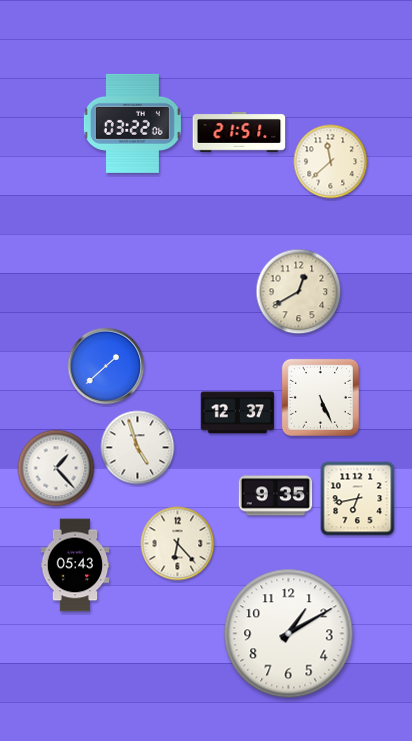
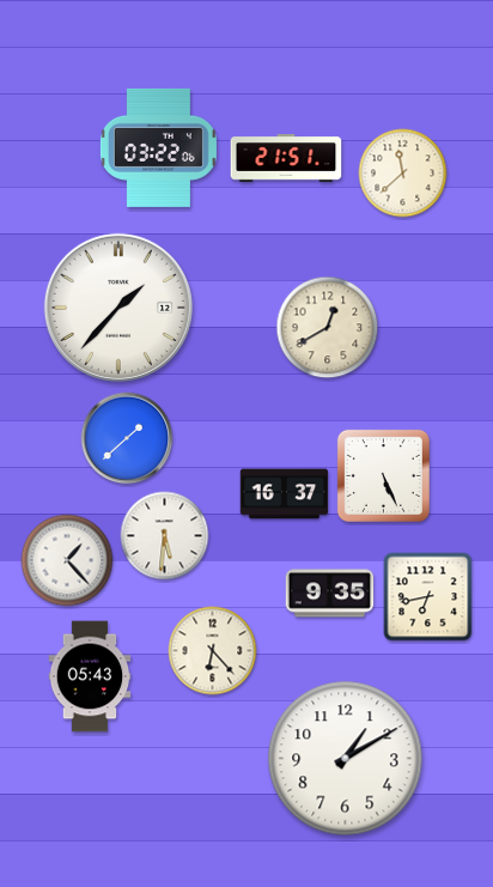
clock at (331, 162) position: (331, 162) -> (403, 174)
clock at (118, 308): none -> 1:37
clock at (299, 292) position: (299, 292) -> (328, 328)
clock at (238, 413): 12:37 -> 16:37
clock at (138, 448): 4:57 -> 5:31
